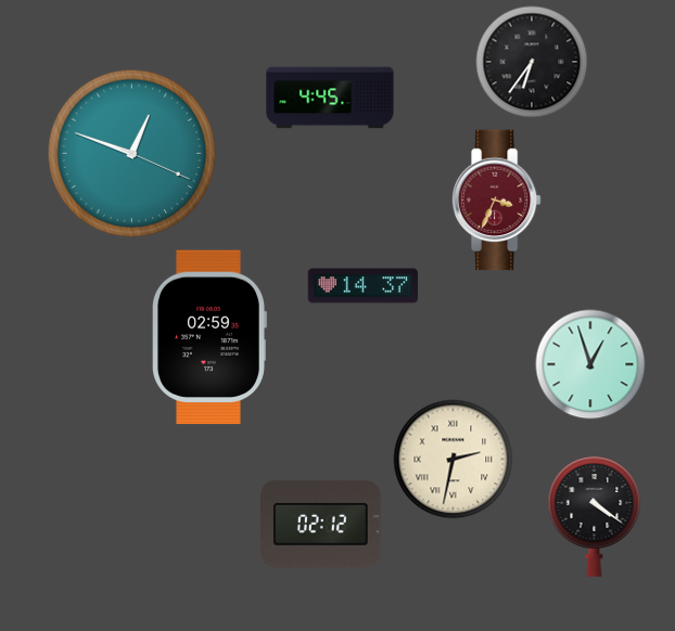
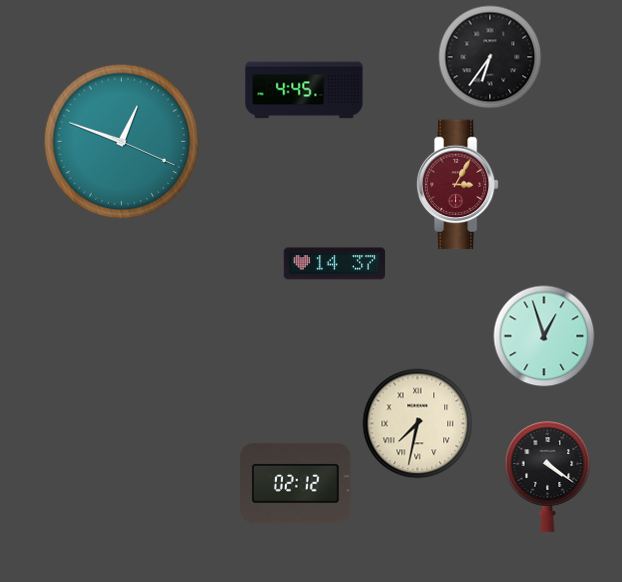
clock at (496, 201): 3:34 -> 3:05
clock at (209, 337): 02:59 -> none
clock at (454, 460): 2:32 -> 7:32
